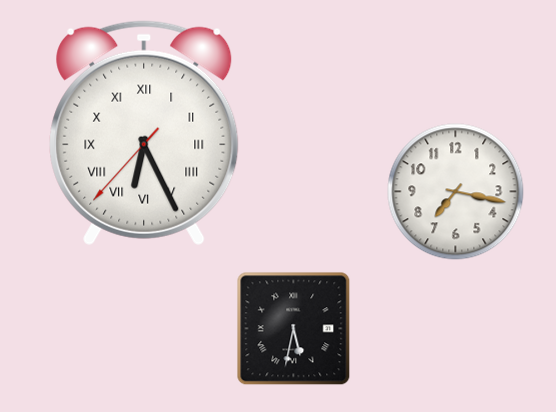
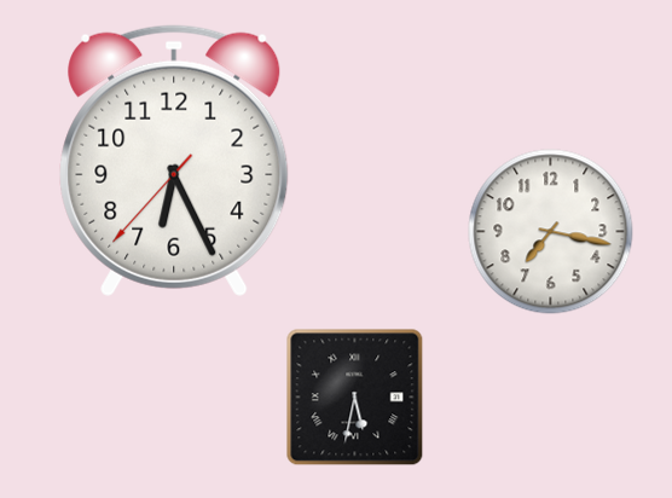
clock at (144, 133) numerals: Roman -> Arabic
